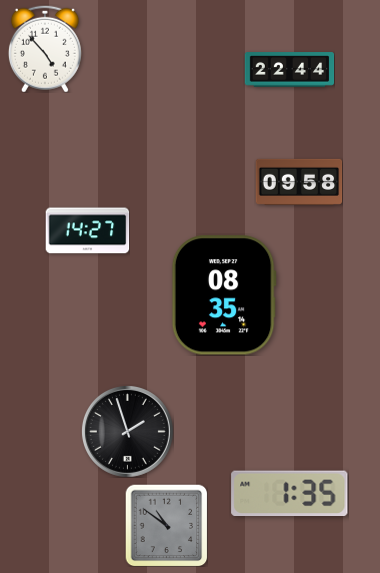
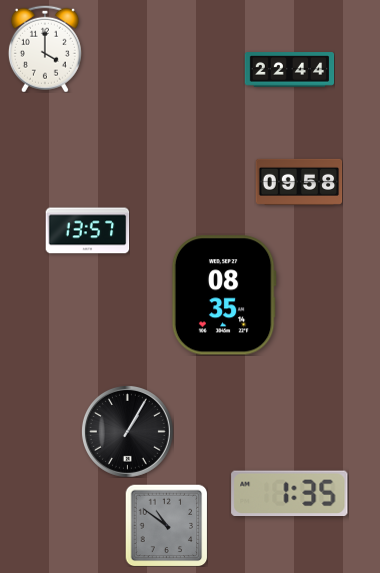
clock at (45, 49): 4:53 -> 4:00
clock at (87, 231): 14:27 -> 13:57
clock at (127, 431): 1:57 -> 1:05
